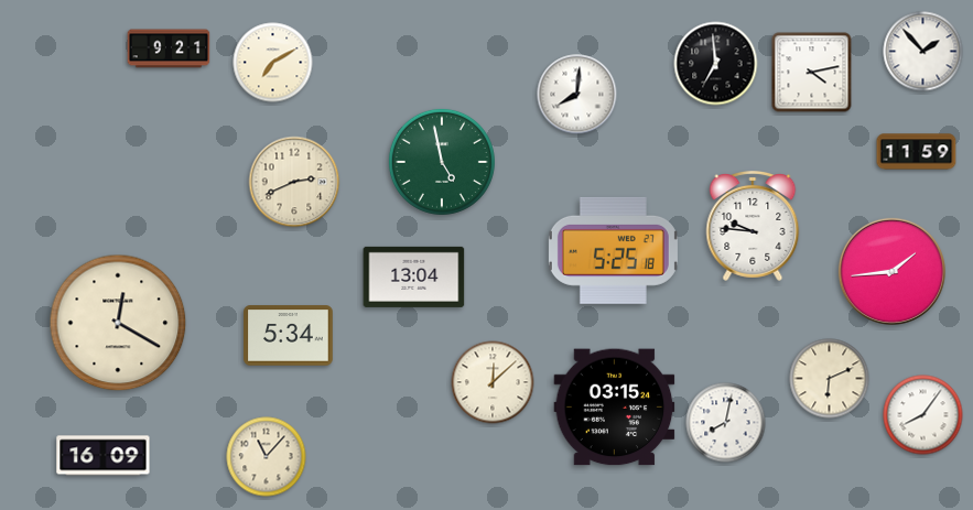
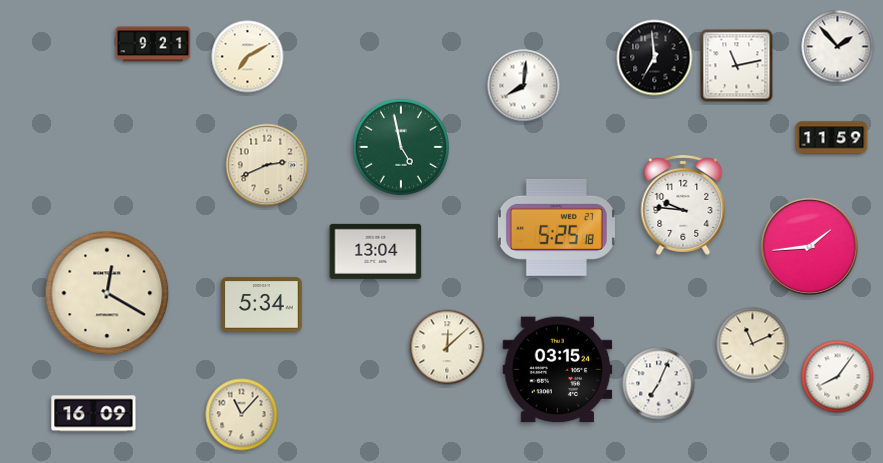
clock at (716, 64) position: (716, 64) -> (655, 58)
clock at (812, 73): 4:13 -> 11:13
clock at (830, 379): 6:11 -> 11:11
clock at (726, 423): 8:02 -> 7:04
